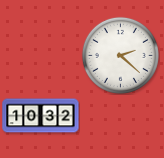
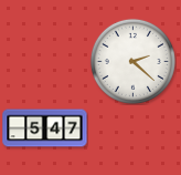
clock at (41, 116): 10:32 -> 5:47
